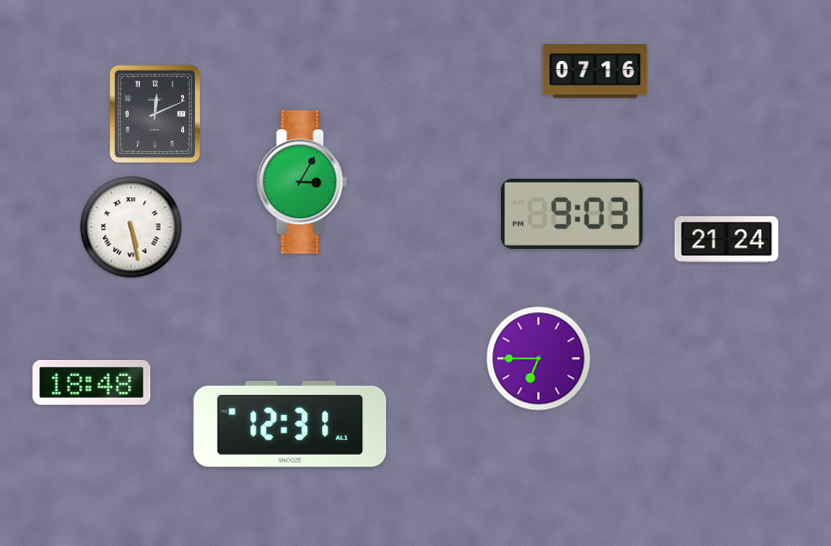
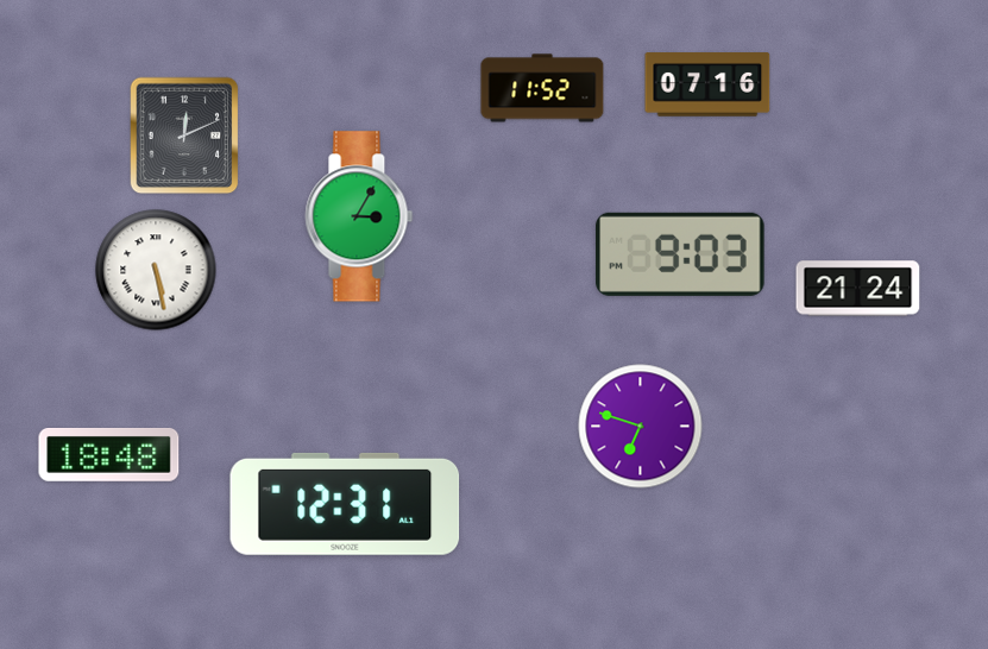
clock at (542, 88): none -> 11:52
clock at (727, 240) position: (727, 240) -> (858, 289)
clock at (539, 359): 6:45 -> 6:48
